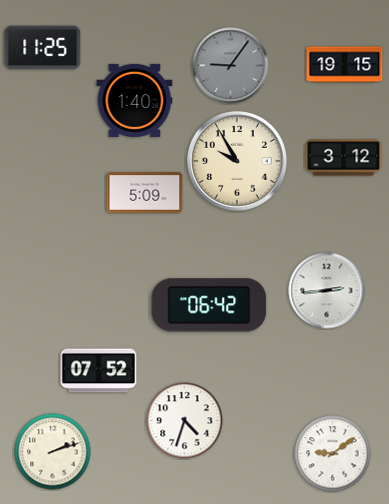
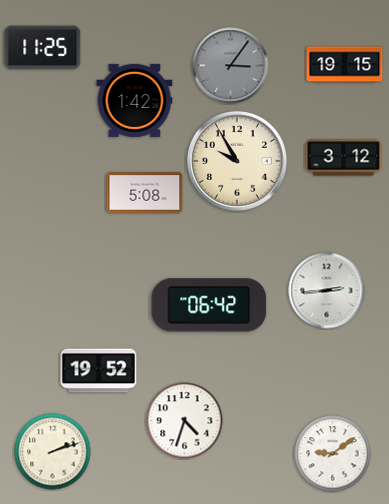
clock at (231, 66): 9:06 -> 3:06
clock at (135, 100): 1:40 -> 1:42
clock at (145, 193): 5:09 -> 5:08
clock at (99, 371): 07:52 -> 19:52
